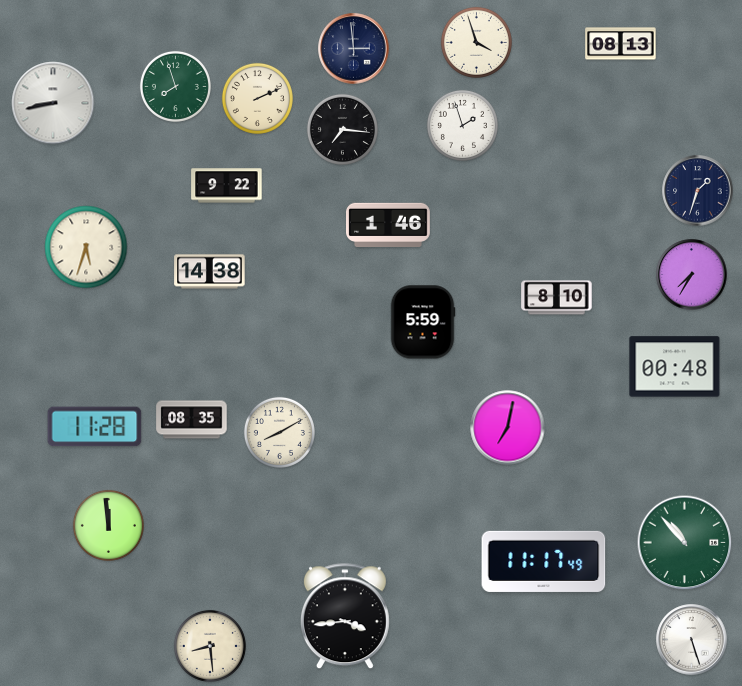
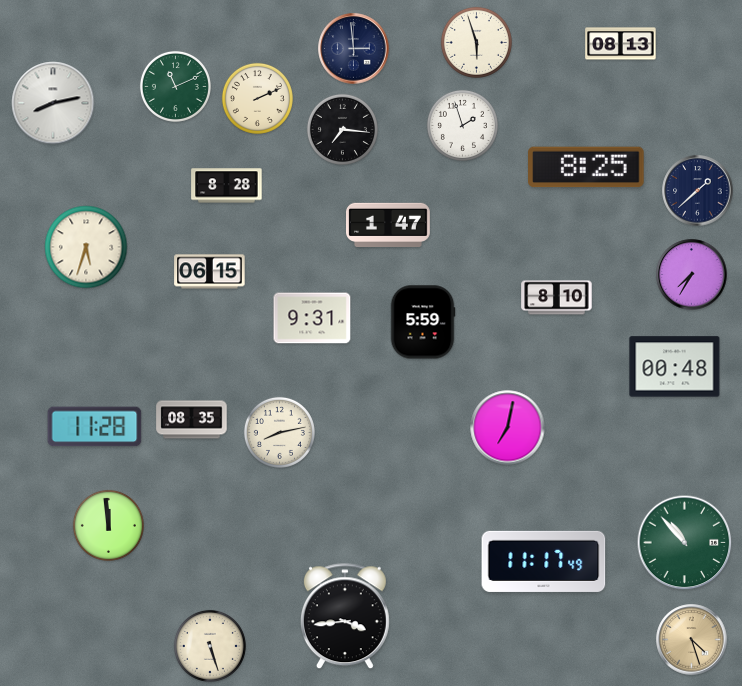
clock at (476, 42): 3:57 -> 5:57
clock at (175, 86): 7:57 -> 11:11
clock at (53, 103): 8:43 -> 8:13
clock at (586, 167): none -> 8:25
clock at (227, 186): 9:22 -> 8:28
clock at (698, 191): 1:33 -> 1:38
clock at (389, 224): 1:46 -> 1:47
clock at (210, 272): 14:38 -> 06:15
clock at (312, 318): none -> 9:31
clock at (279, 432): 8:10 -> 8:13
clock at (692, 640): 5:27 -> 4:27
clock at (692, 640) dial: white -> champagne
clock at (210, 646): 8:29 -> 5:27
